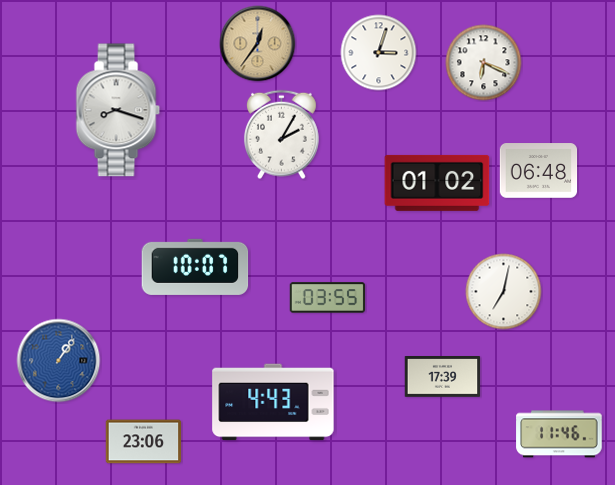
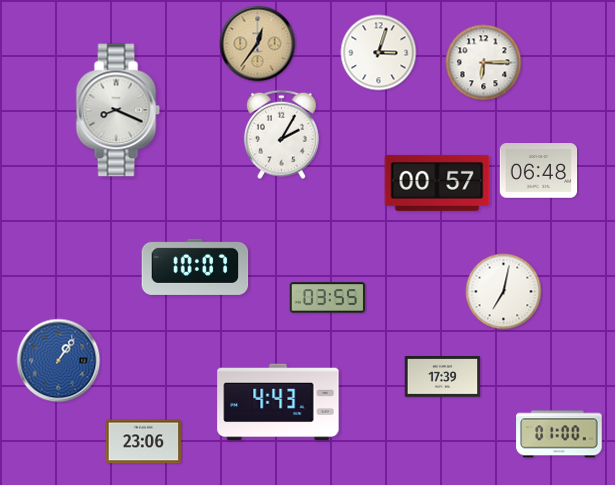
clock at (484, 63): 6:19 -> 6:15
clock at (118, 110): 8:18 -> 8:19
clock at (437, 183): 01:02 -> 00:57
clock at (273, 402) position: (273, 402) -> (278, 402)
clock at (559, 434): 11:46 -> 01:00
